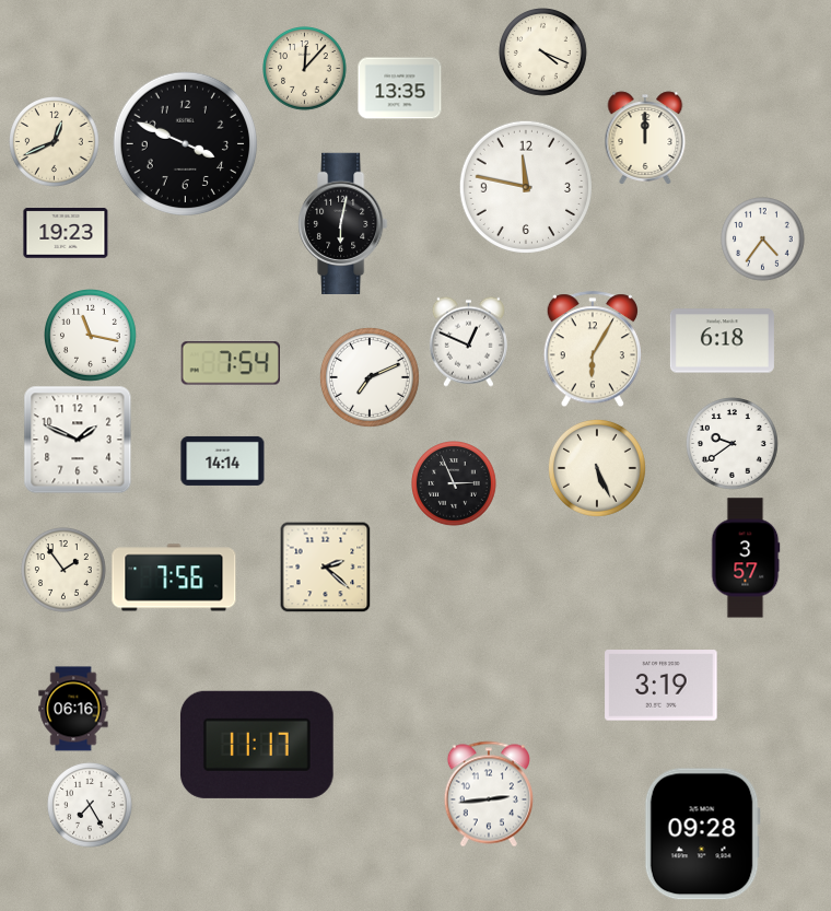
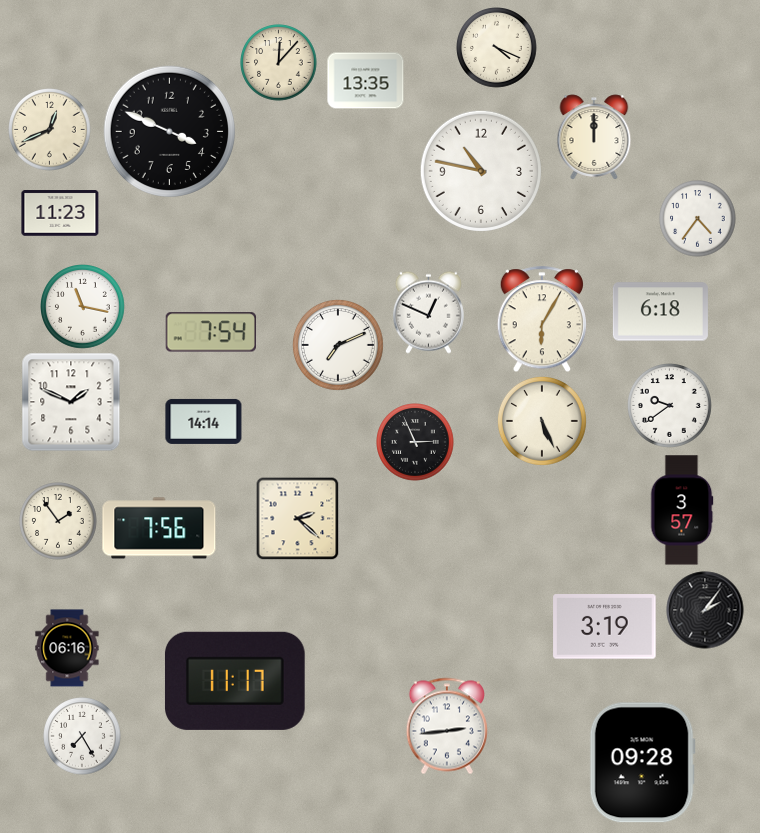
clock at (645, 138) position: (645, 138) -> (594, 137)
clock at (526, 187): 11:47 -> 10:47
clock at (343, 223): 6:02 -> none
clock at (66, 233): 19:23 -> 11:23
clock at (597, 468) position: (597, 468) -> (542, 421)
clock at (705, 610): none -> 2:06
